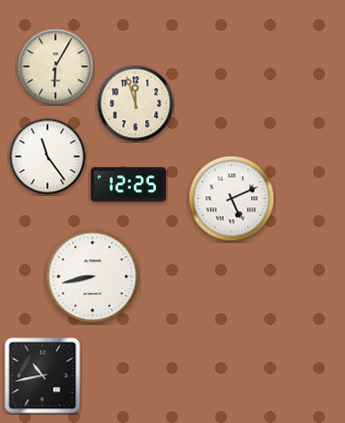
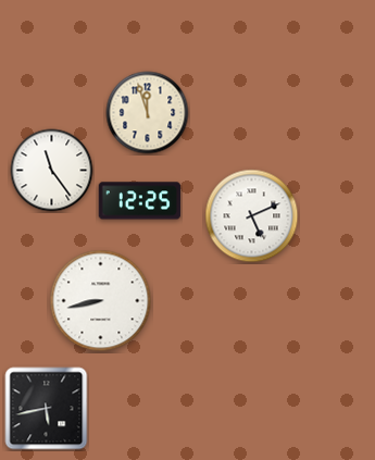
clock at (56, 67): 6:05 -> none
clock at (43, 376): 10:43 -> 5:43
